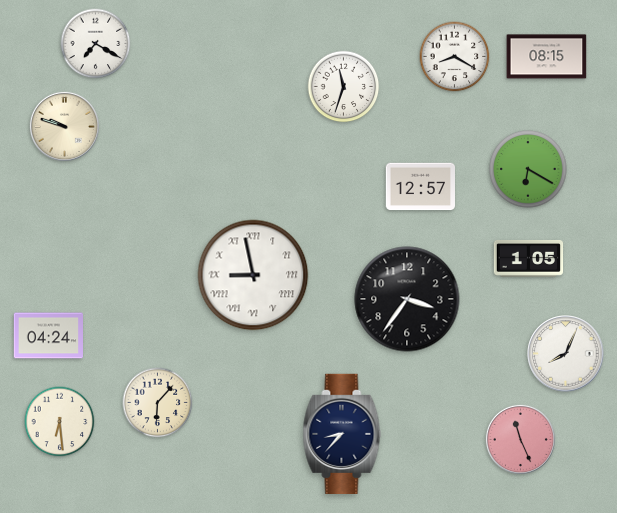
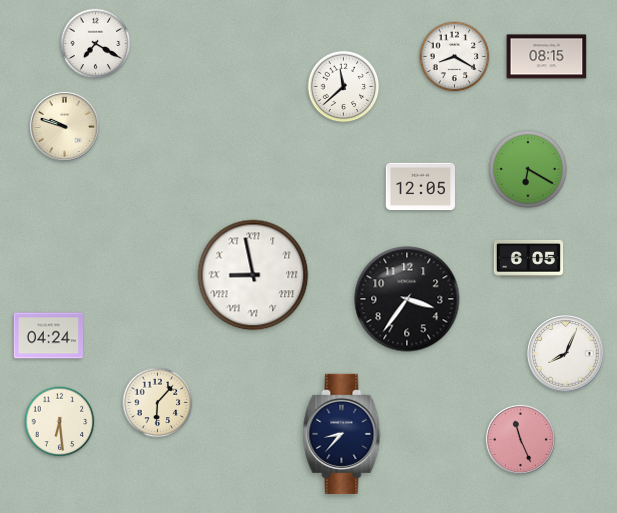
clock at (344, 87): 11:33 -> 11:38
clock at (420, 187): 12:57 -> 12:05
clock at (529, 258): 1:05 -> 6:05
